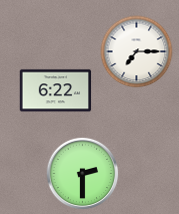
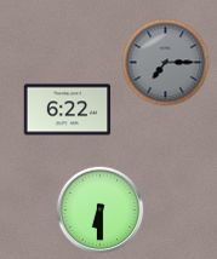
clock at (137, 52) dial: white -> grey
clock at (83, 174): 2:30 -> 6:30
